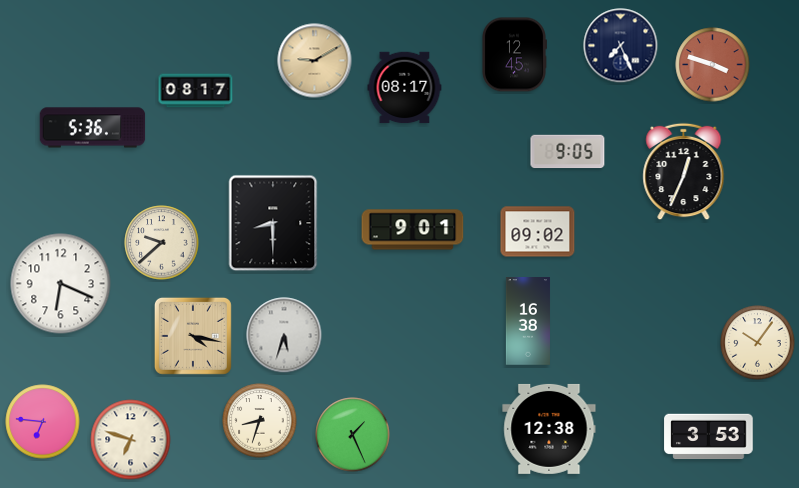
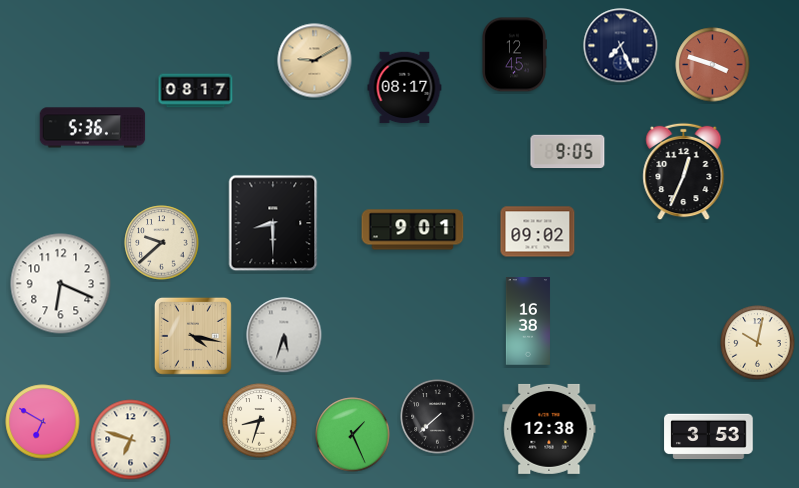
clock at (758, 343): 10:06 -> 10:02
clock at (438, 417): none -> 7:38
clock at (43, 422): 6:46 -> 6:50
